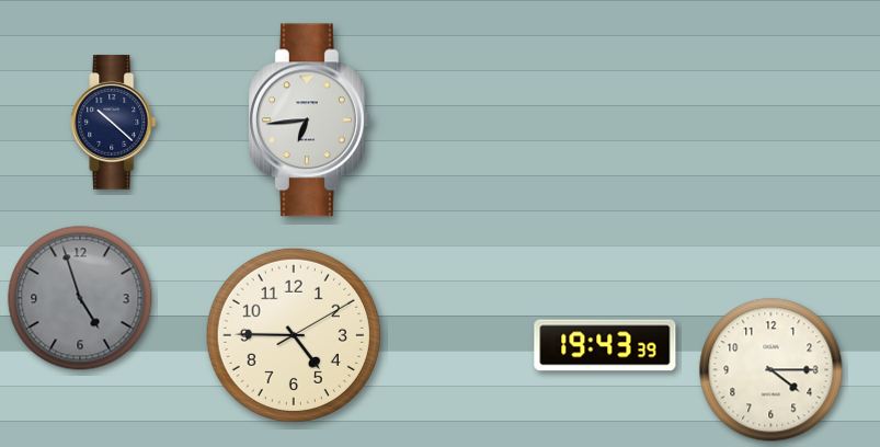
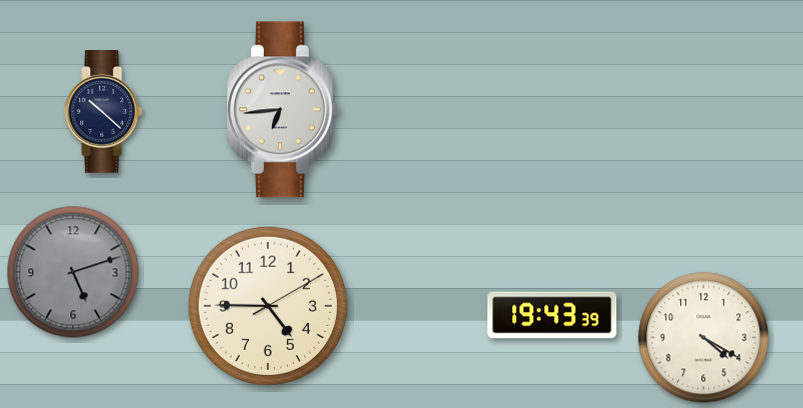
clock at (80, 298): 4:57 -> 5:12
clock at (772, 370): 4:15 -> 4:20
